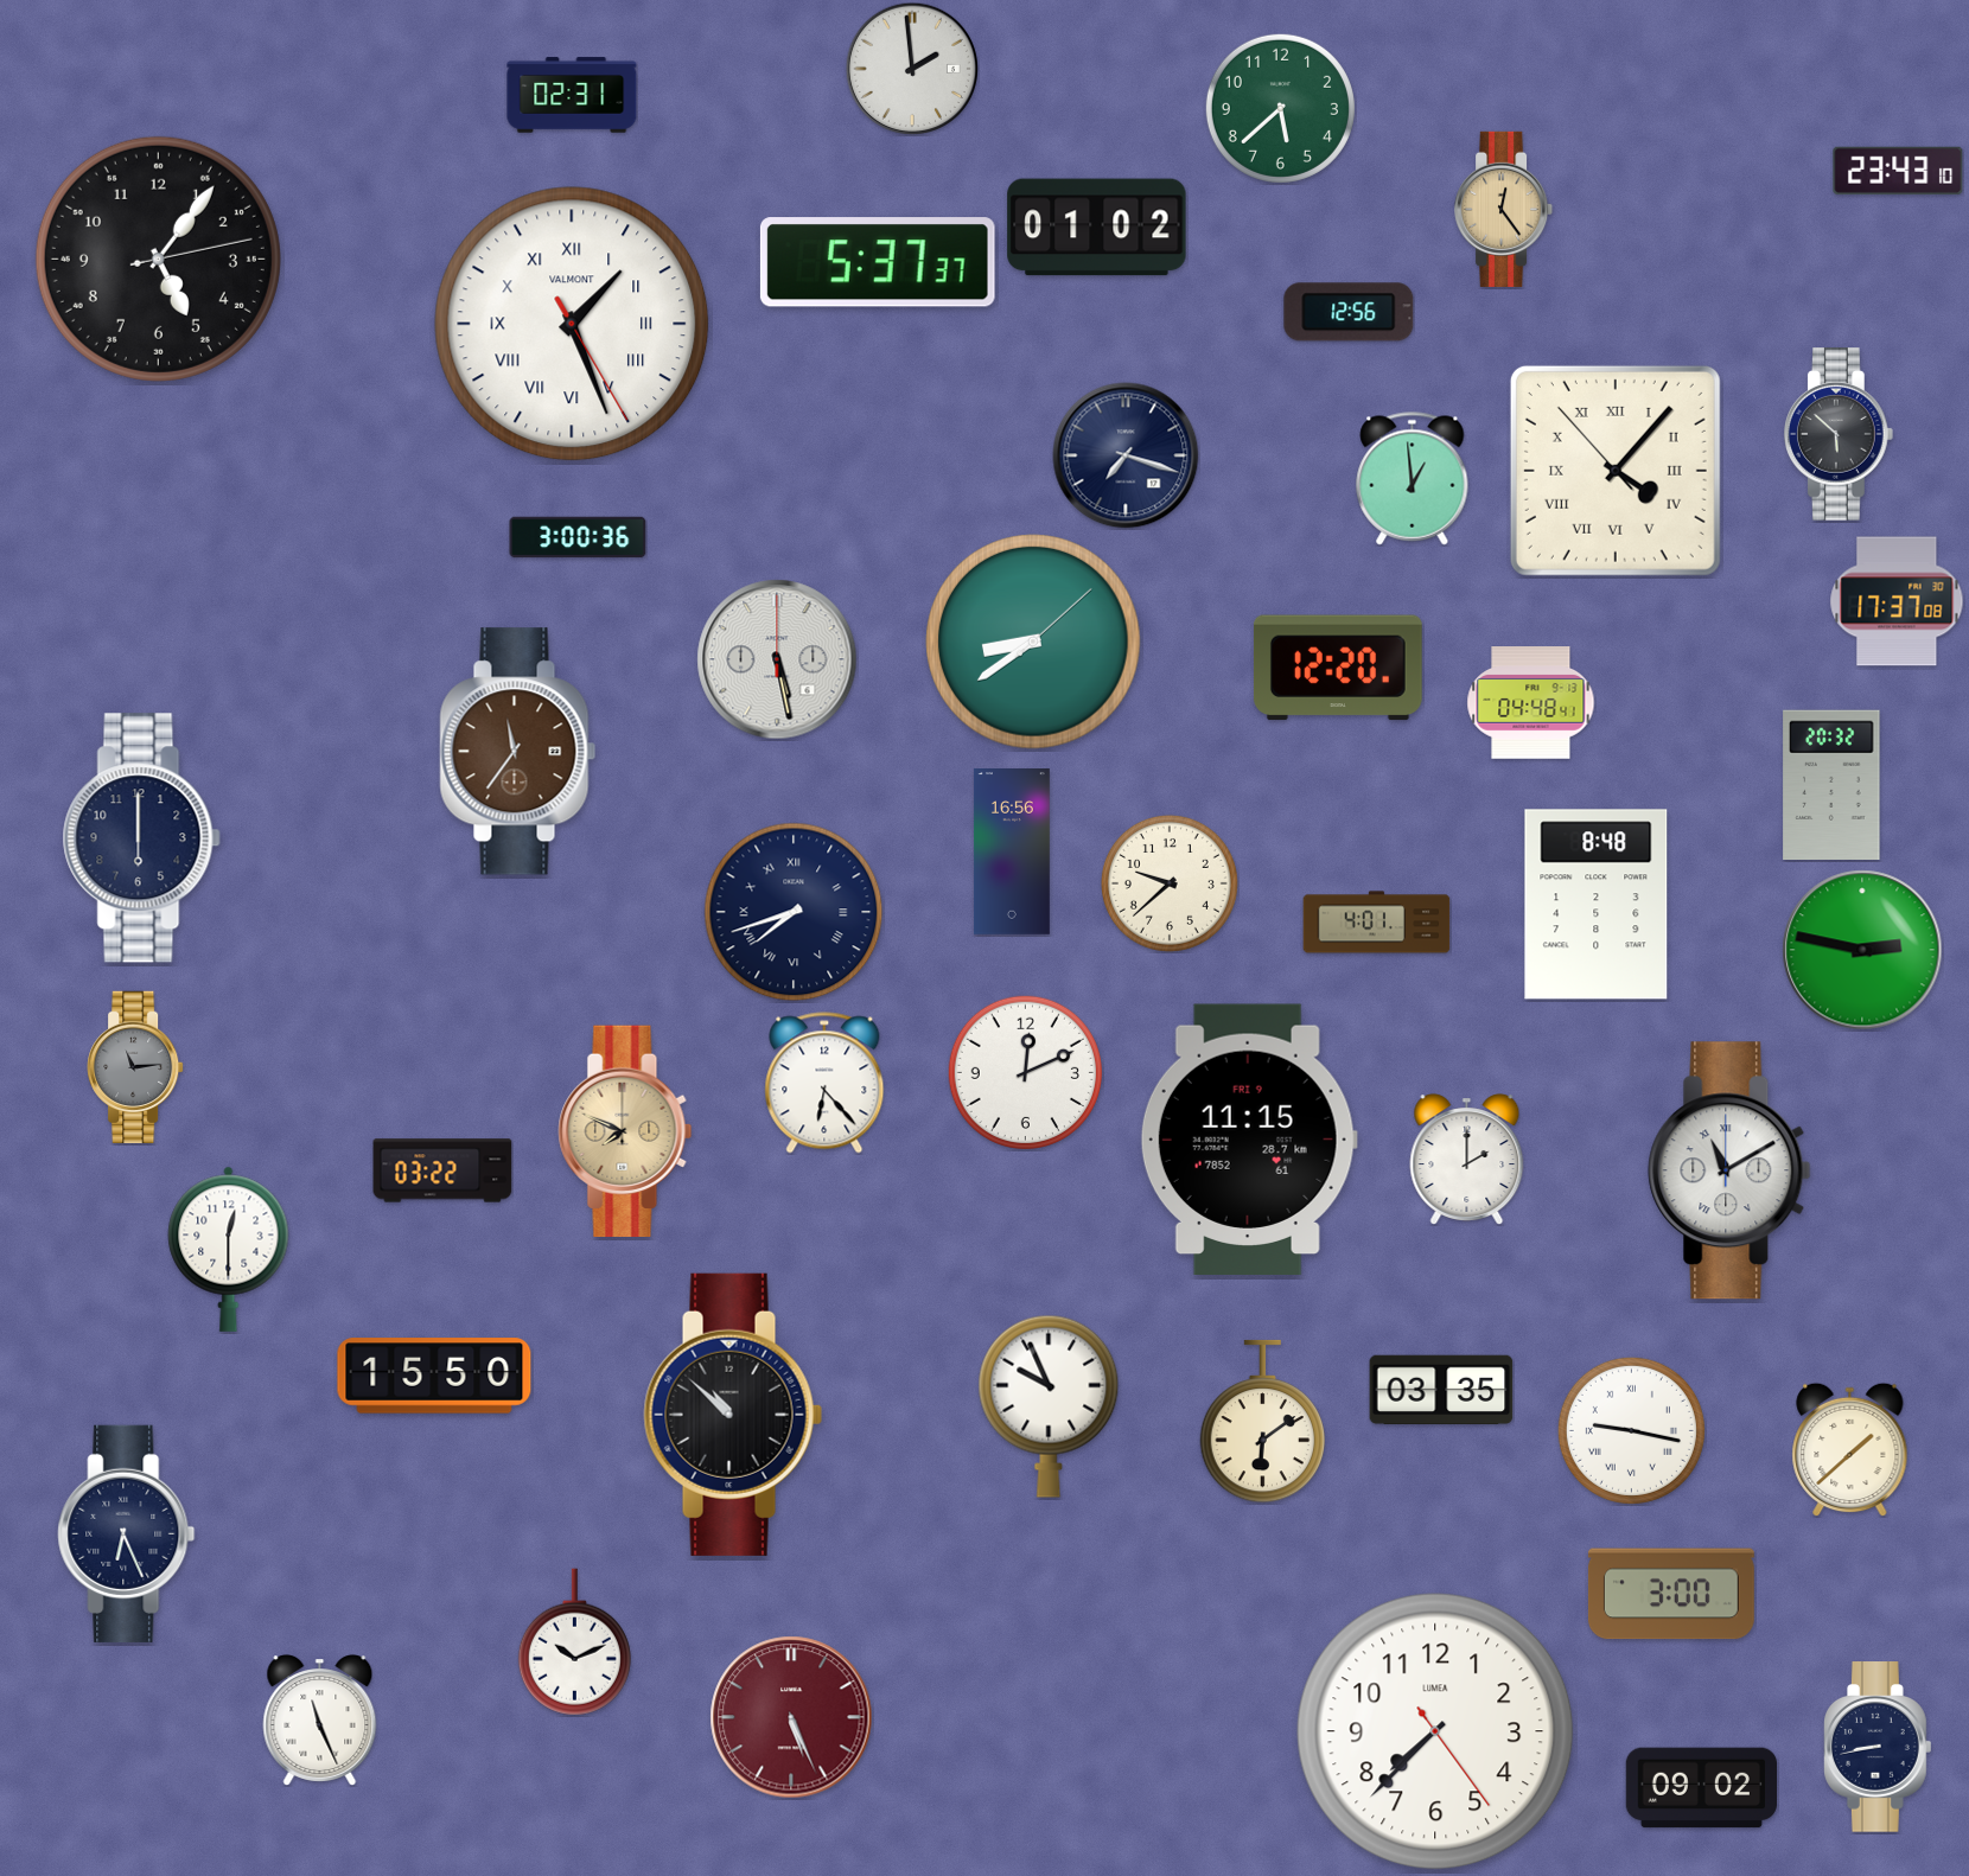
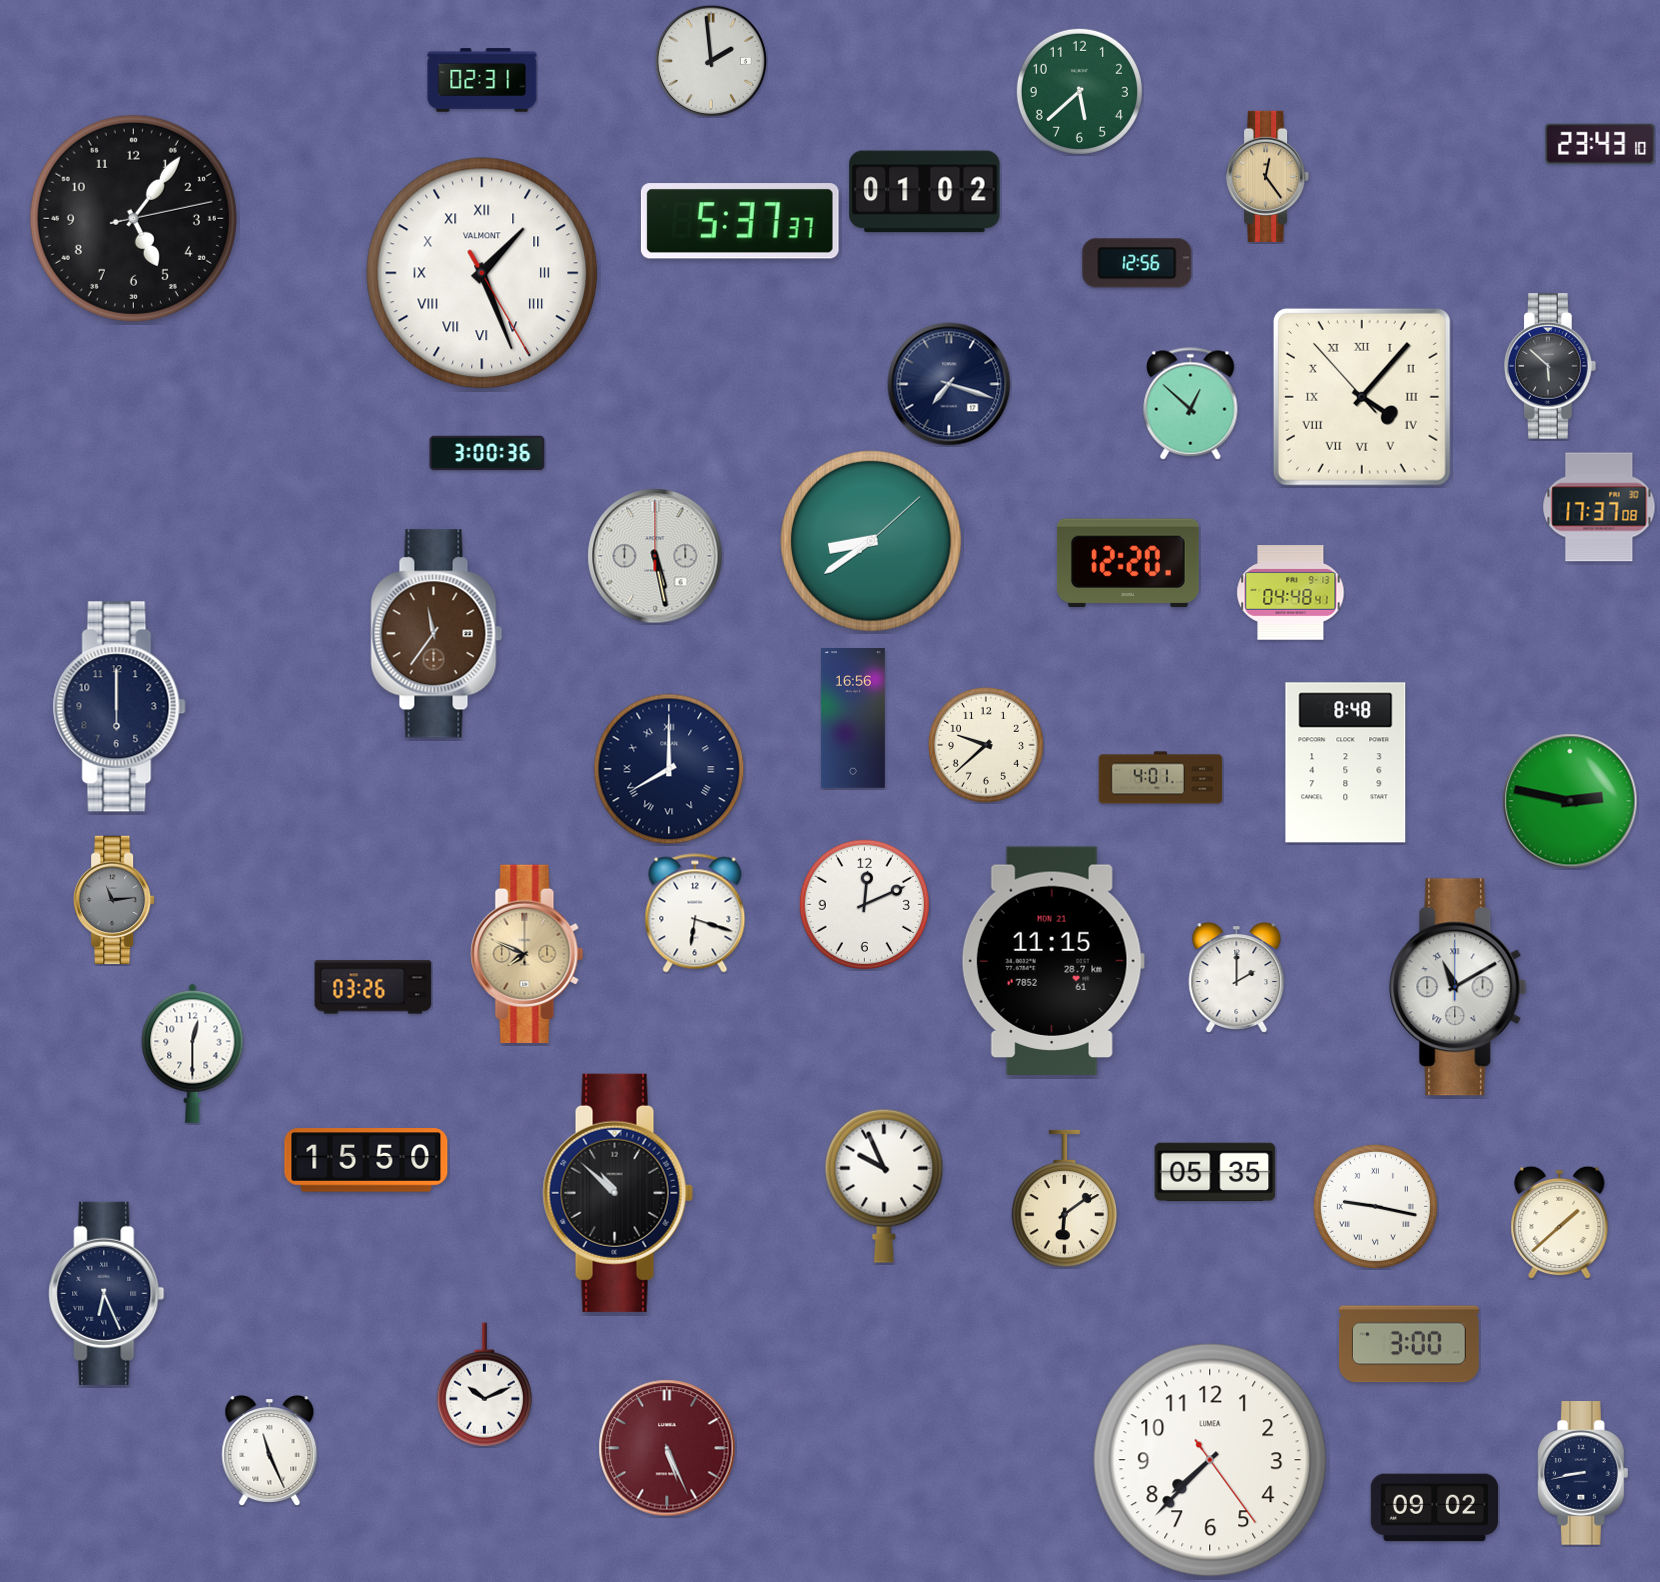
clock at (911, 68) position: (911, 68) -> (710, 60)
clock at (1413, 479): 12:59 -> 12:52
clock at (1831, 784): 20:32 -> none
clock at (794, 912): 7:42 -> 8:00
clock at (824, 1083): 6:23 -> 6:18
clock at (1249, 1140) date: FRI 9 -> MON 21
clock at (442, 1170): 03:22 -> 03:26
clock at (1441, 1390): 03:35 -> 05:35
